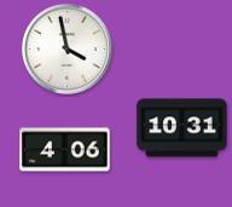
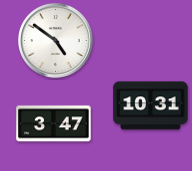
clock at (68, 50): 3:58 -> 4:51
clock at (65, 150): 4:06 -> 3:47
